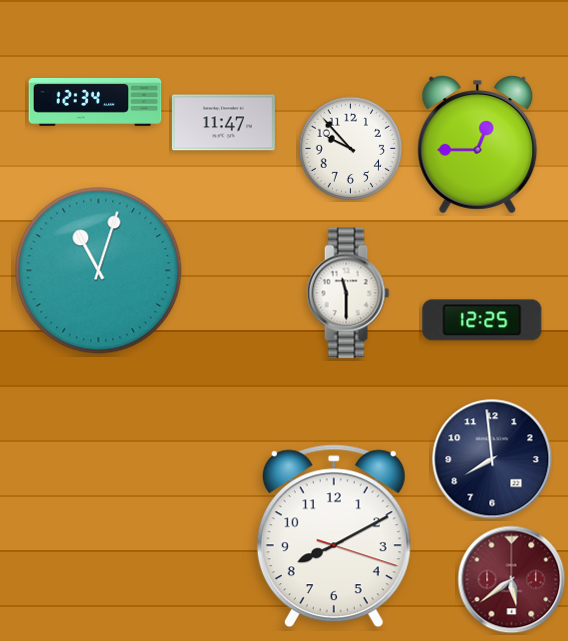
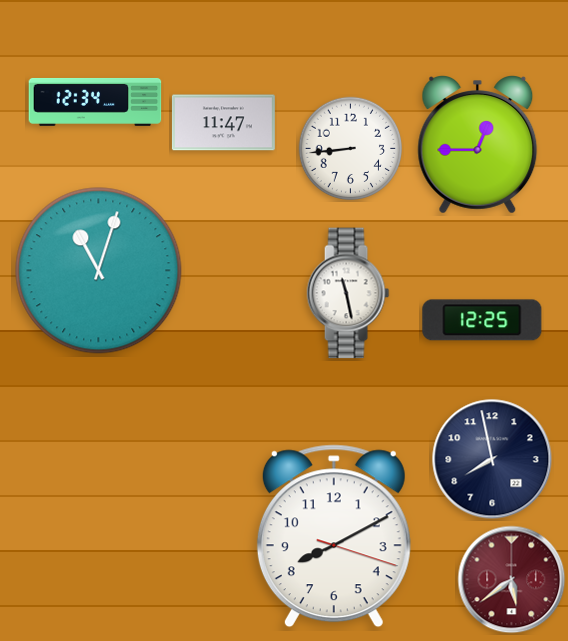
clock at (351, 149): 9:53 -> 8:44
clock at (348, 293): 11:30 -> 11:28
clock at (492, 459): 7:59 -> 7:58
